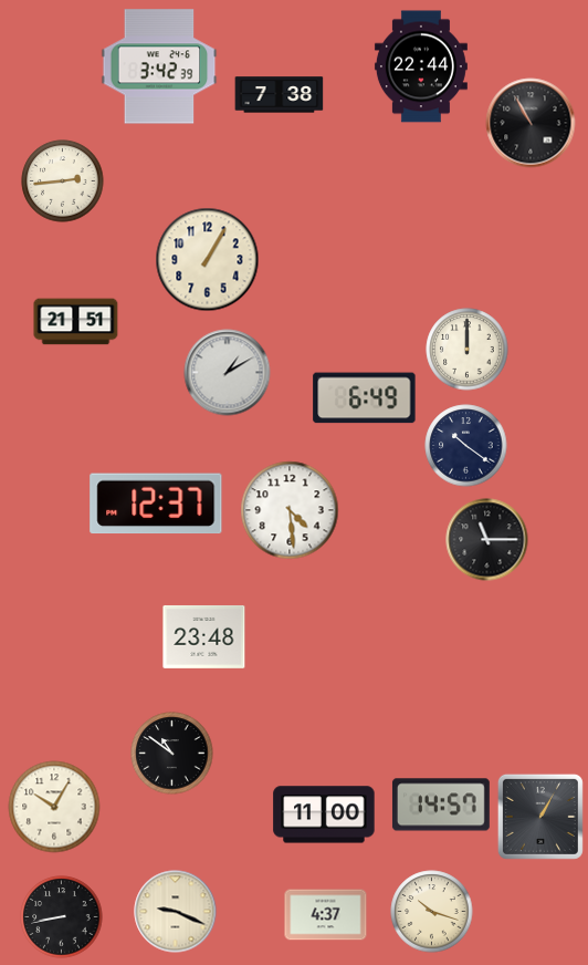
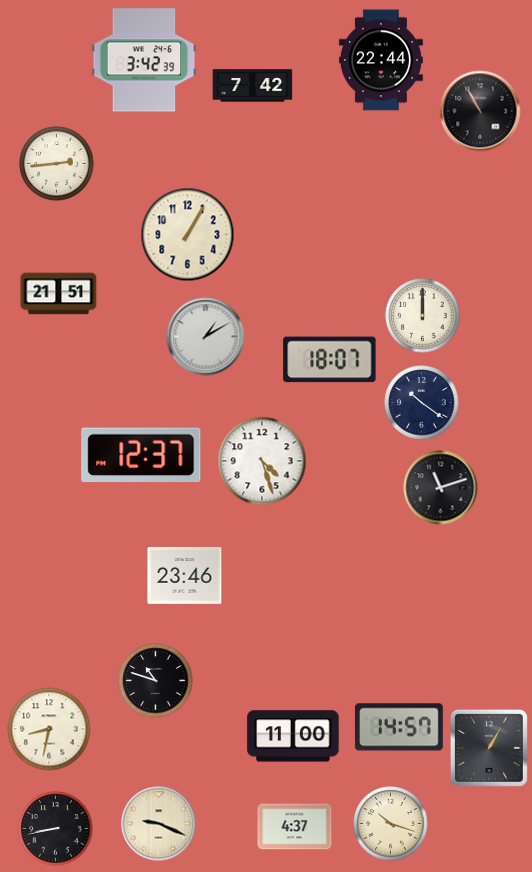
clock at (280, 95): 7:38 -> 7:42
clock at (76, 322) position: (76, 322) -> (59, 294)
clock at (365, 398): 6:49 -> 18:07
clock at (290, 510): 4:29 -> 4:27
clock at (487, 540): 11:15 -> 11:12
clock at (204, 636): 23:48 -> 23:46
clock at (172, 754): 10:51 -> 10:48
clock at (54, 807): 10:05 -> 8:32
clock at (540, 817) position: (540, 817) -> (489, 748)
